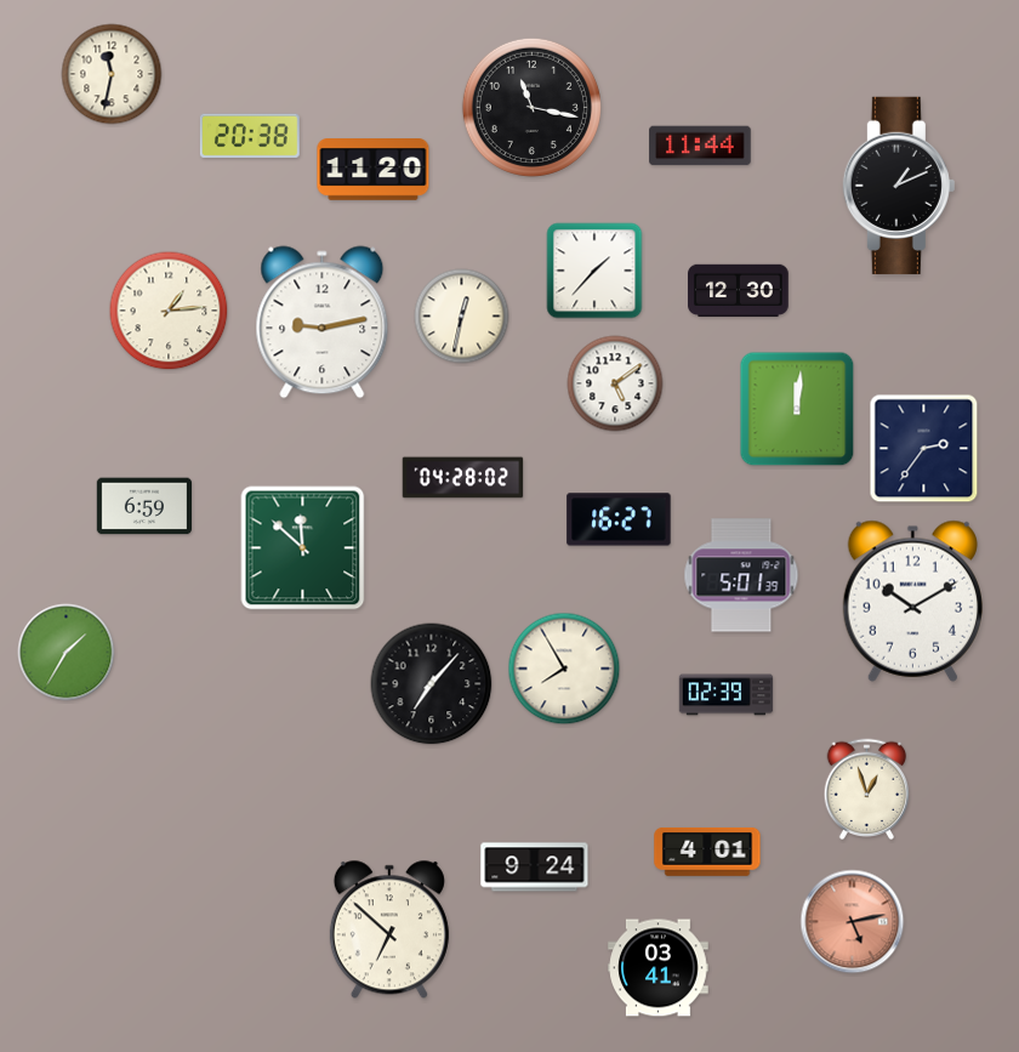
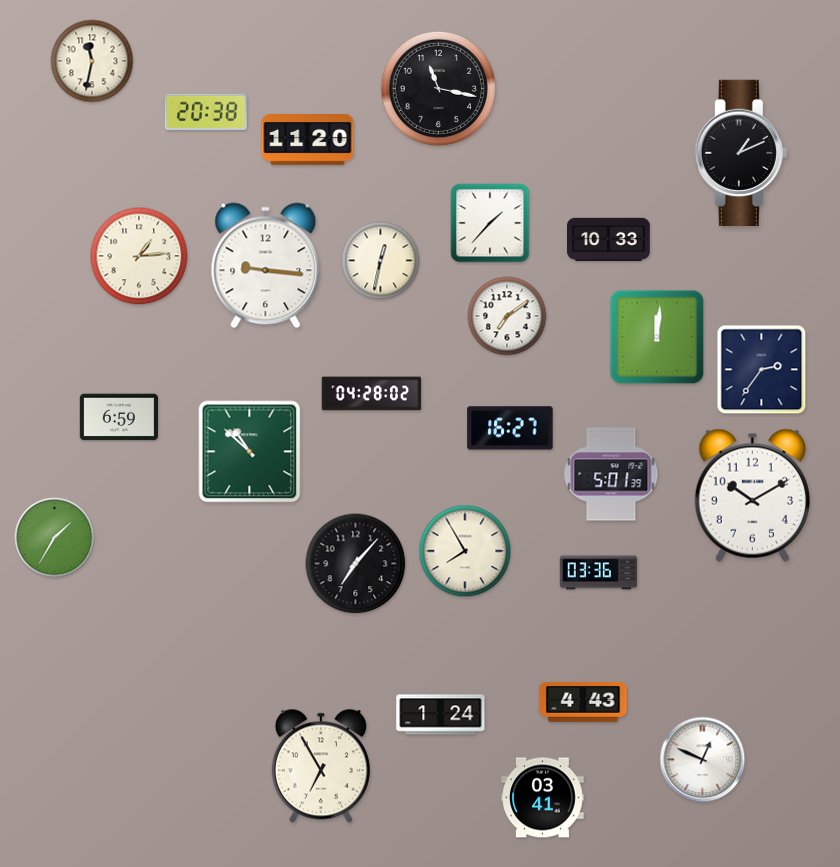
clock at (700, 146): 11:44 -> none
clock at (739, 290): 12:30 -> 10:33
clock at (323, 323): 9:13 -> 9:16
clock at (615, 383): 5:09 -> 7:09
clock at (463, 478) position: (463, 478) -> (372, 394)
clock at (303, 548): 11:52 -> 10:52
clock at (727, 695): 02:39 -> 03:36
clock at (867, 790): 12:57 -> none
clock at (707, 852): 4:01 -> 4:43
clock at (535, 868): 9:24 -> 1:24
clock at (853, 922): 5:13 -> 12:49
clock at (853, 922) dial: salmon -> white
clock at (389, 929): 6:52 -> 6:55
